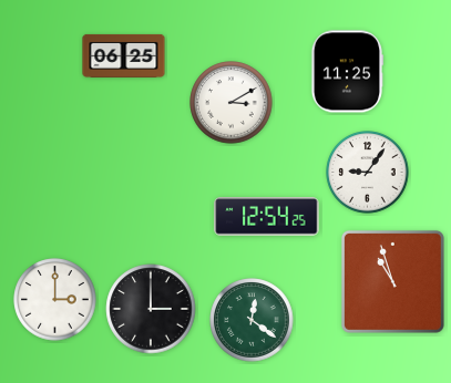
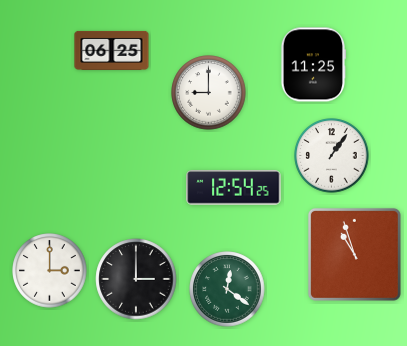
clock at (232, 103): 3:10 -> 9:00
clock at (368, 173): 9:06 -> 1:06
clock at (267, 217) position: (267, 217) -> (234, 188)
